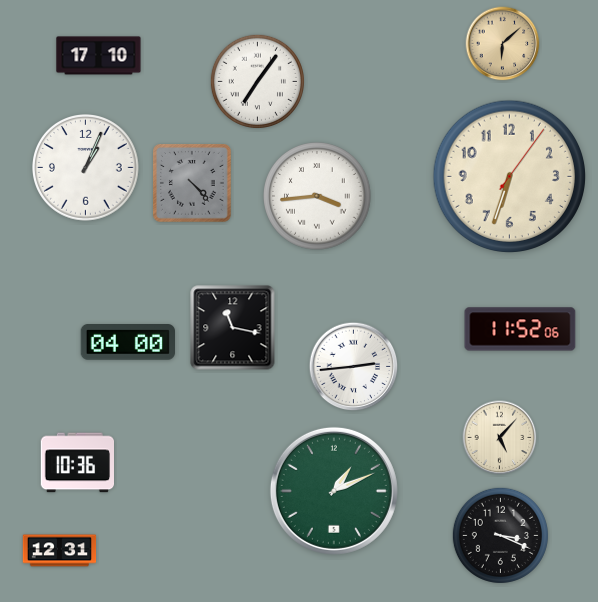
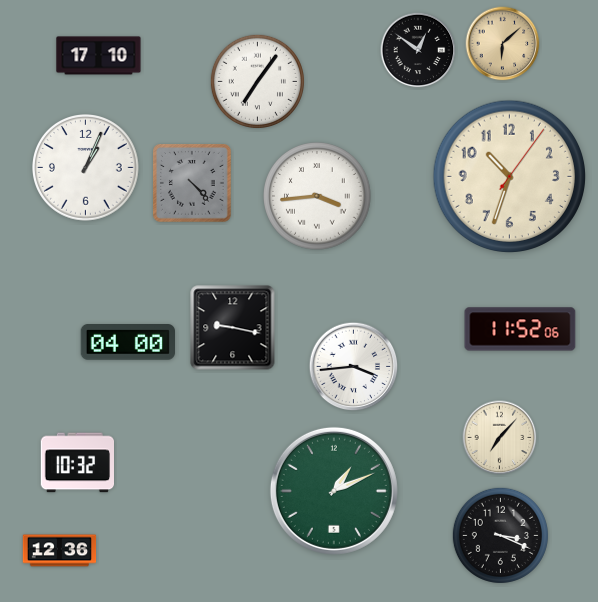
clock at (418, 50): none -> 12:51
clock at (510, 177): 6:33 -> 10:33
clock at (233, 328): 11:17 -> 9:17
clock at (354, 367): 2:44 -> 3:44
clock at (500, 438): 5:07 -> 7:07
clock at (77, 463): 10:36 -> 10:32
clock at (60, 551): 12:31 -> 12:36
